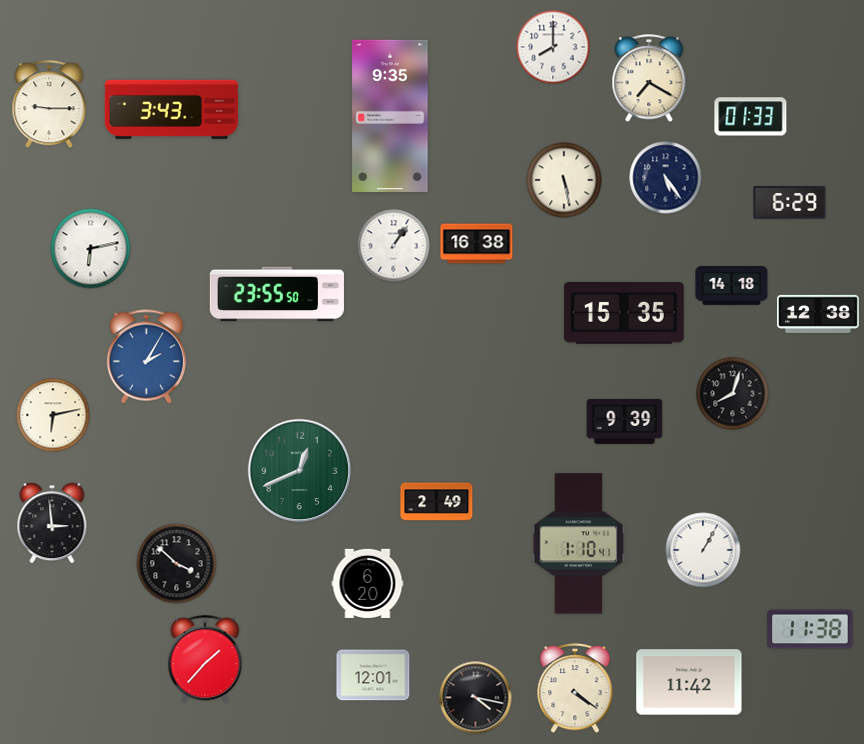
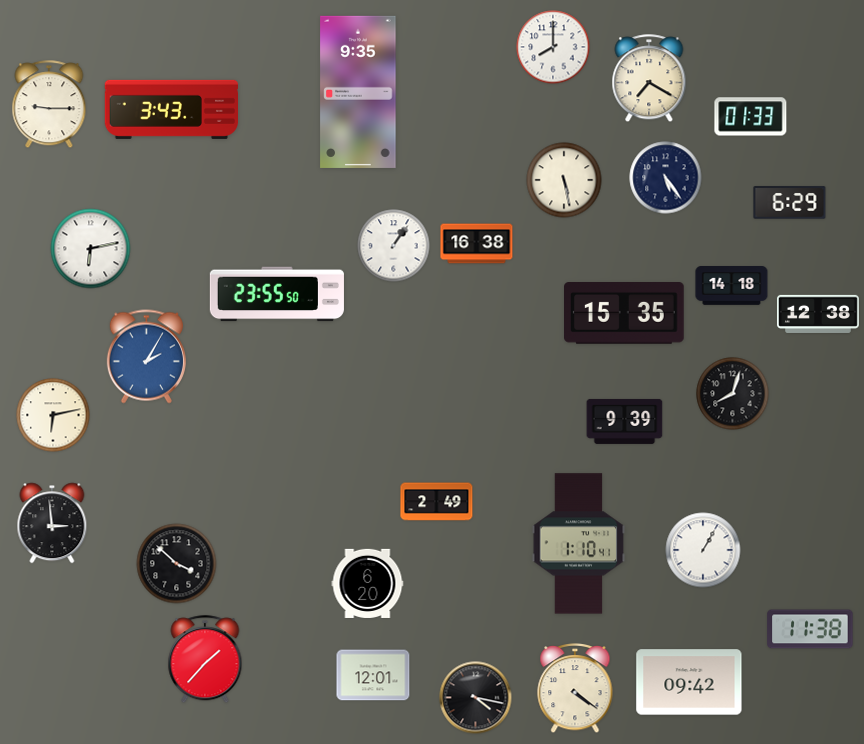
clock at (390, 116) position: (390, 116) -> (358, 92)
clock at (300, 471): 12:41 -> none
clock at (689, 682): 11:42 -> 09:42
